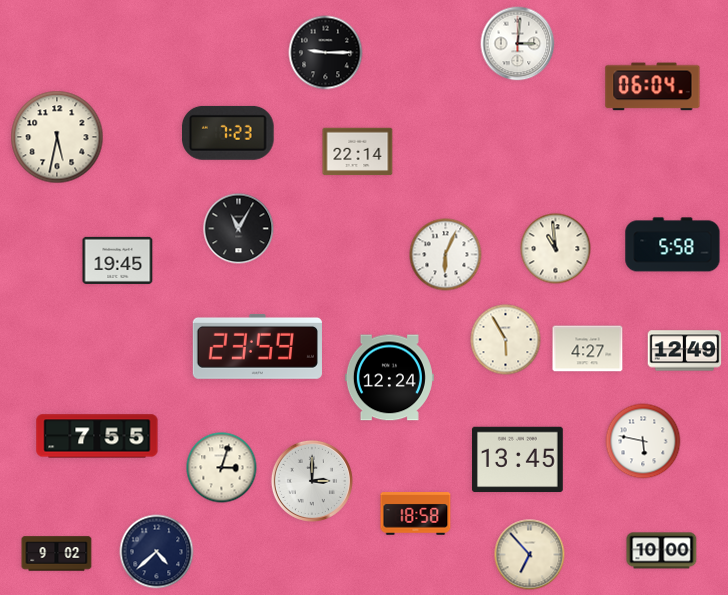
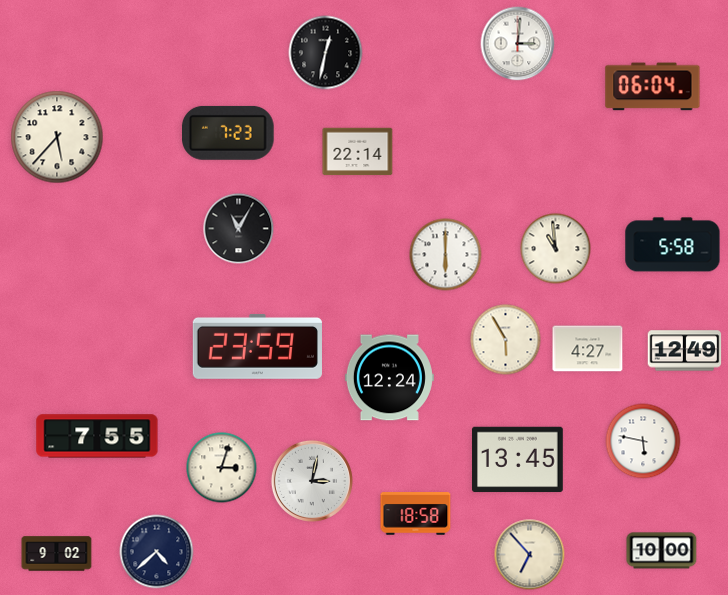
clock at (326, 53): 9:15 -> 12:32
clock at (57, 137): 5:32 -> 5:37
clock at (446, 255): 6:04 -> 6:00
clock at (118, 260): 19:45 -> none
clock at (312, 481): 3:00 -> 3:02
